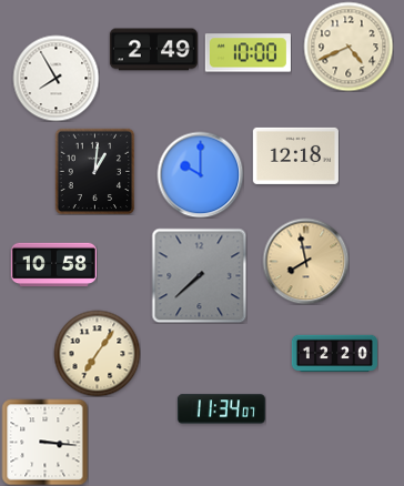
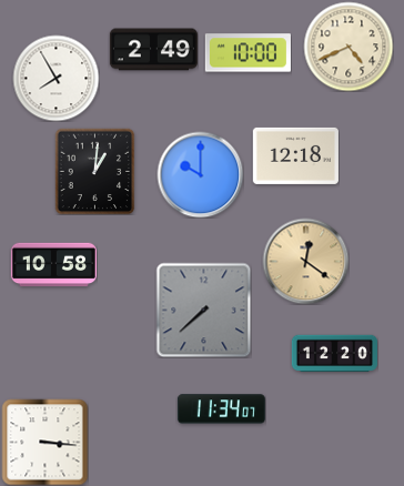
clock at (305, 261): 7:58 -> 12:21
clock at (199, 275) position: (199, 275) -> (203, 310)
clock at (97, 353): 7:06 -> none
